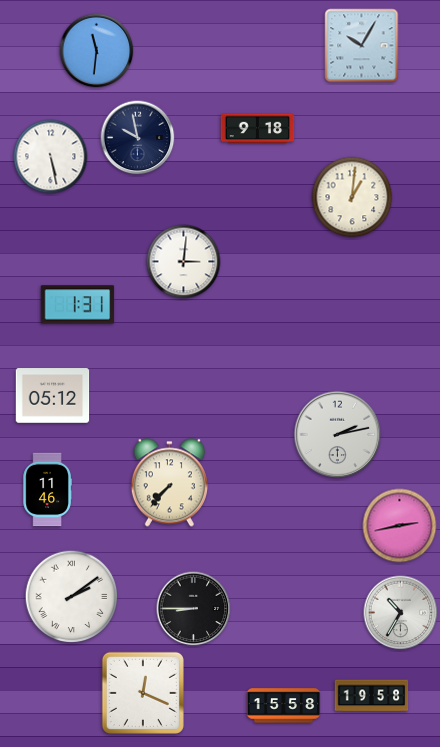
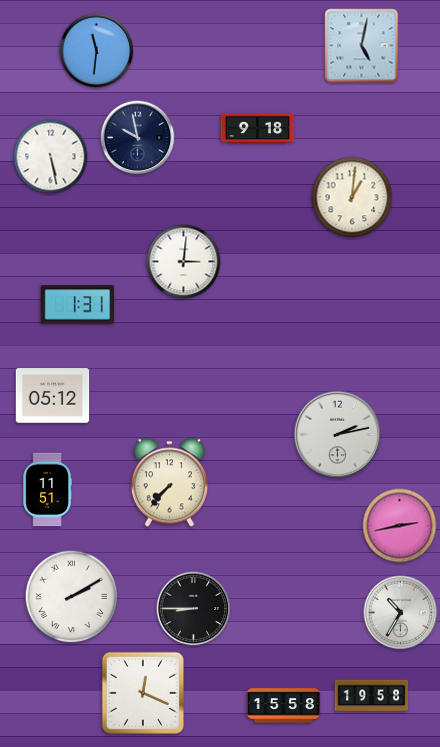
clock at (362, 46): 10:05 -> 5:02
clock at (47, 490): 11:46 -> 11:51
clock at (72, 597): 2:09 -> 2:10
